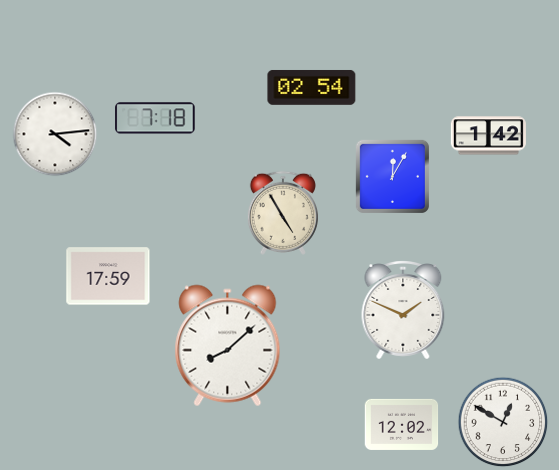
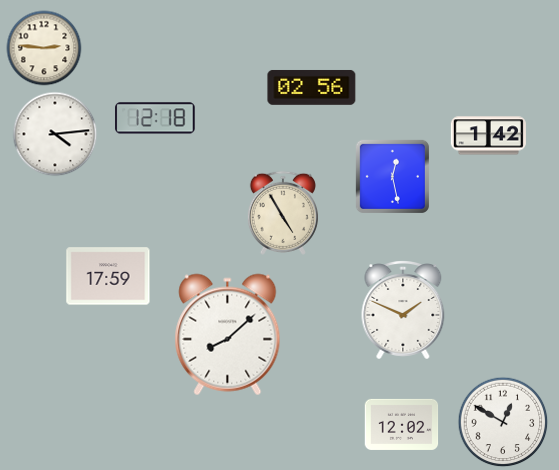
clock at (44, 48): none -> 2:46
clock at (312, 88): 02:54 -> 02:56
clock at (155, 118): 7:18 -> 12:18
clock at (392, 176): 12:05 -> 12:28
clock at (228, 346) position: (228, 346) -> (228, 335)
